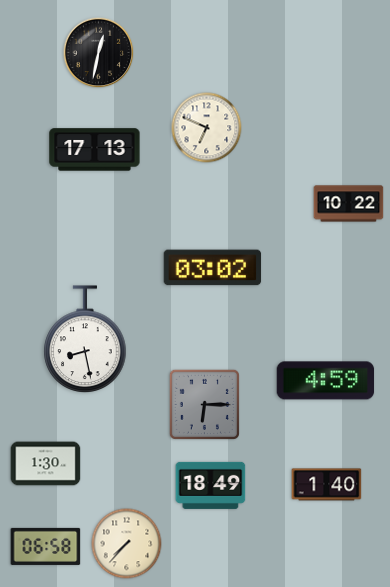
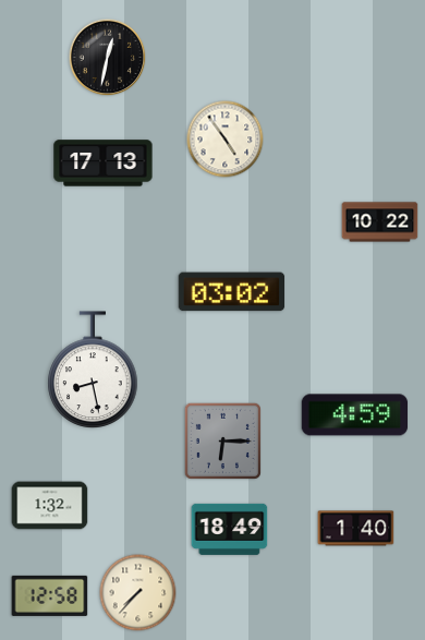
clock at (207, 128): 6:49 -> 4:54
clock at (46, 464): 1:30 -> 1:32
clock at (46, 546): 06:58 -> 12:58
